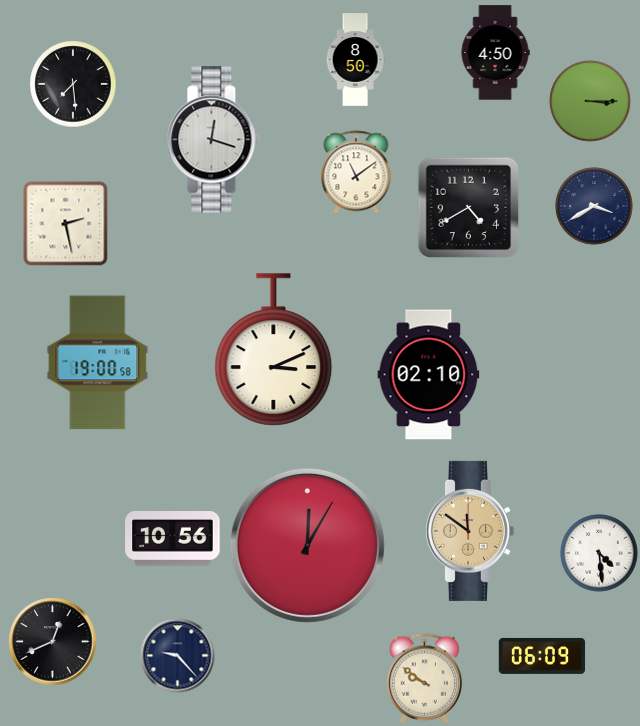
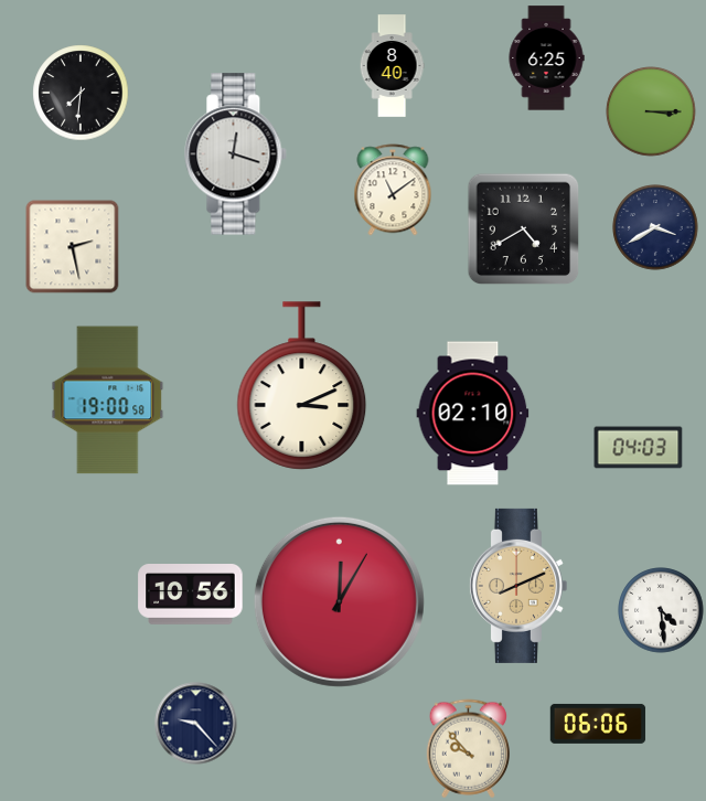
clock at (495, 53): 4:50 -> 6:25
clock at (355, 60): 8:50 -> 8:40
clock at (73, 84): 7:29 -> 7:31
clock at (469, 208) position: (469, 208) -> (524, 229)
clock at (639, 448): none -> 04:03
clock at (469, 531): 11:51 -> 8:11
clock at (53, 642): 12:41 -> none
clock at (542, 656): 06:09 -> 06:06
clock at (424, 679): 9:51 -> 9:53
